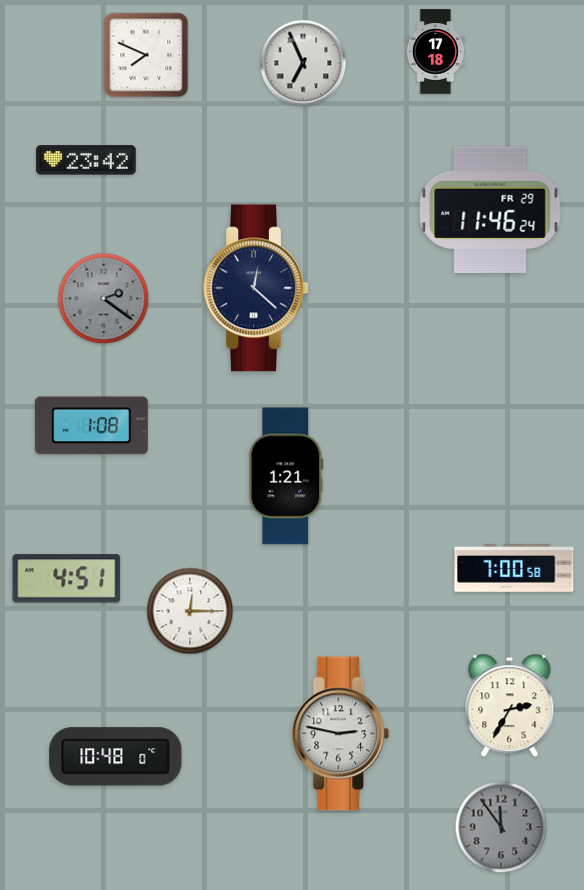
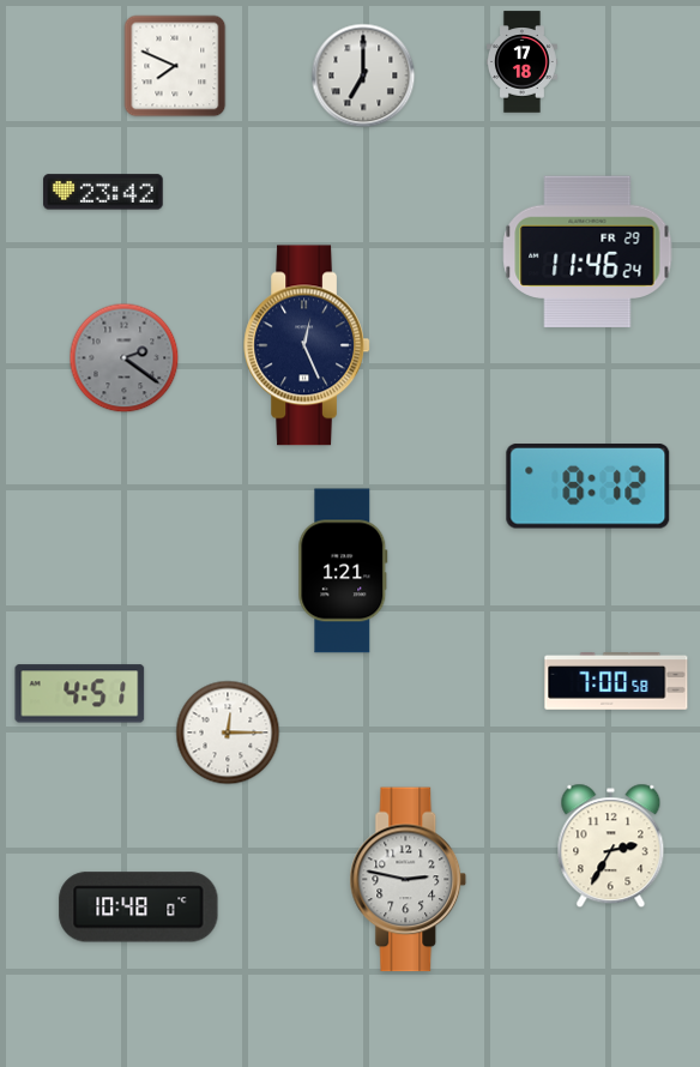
clock at (303, 63): 6:56 -> 7:00
clock at (256, 288): 12:22 -> 12:26
clock at (589, 487): none -> 8:12
clock at (91, 426): 1:08 -> none
clock at (501, 827): 11:54 -> none
